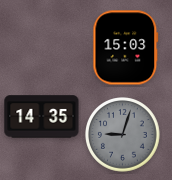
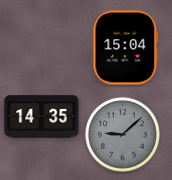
clock at (126, 48): 15:03 -> 15:04
clock at (123, 135): 9:03 -> 9:08
